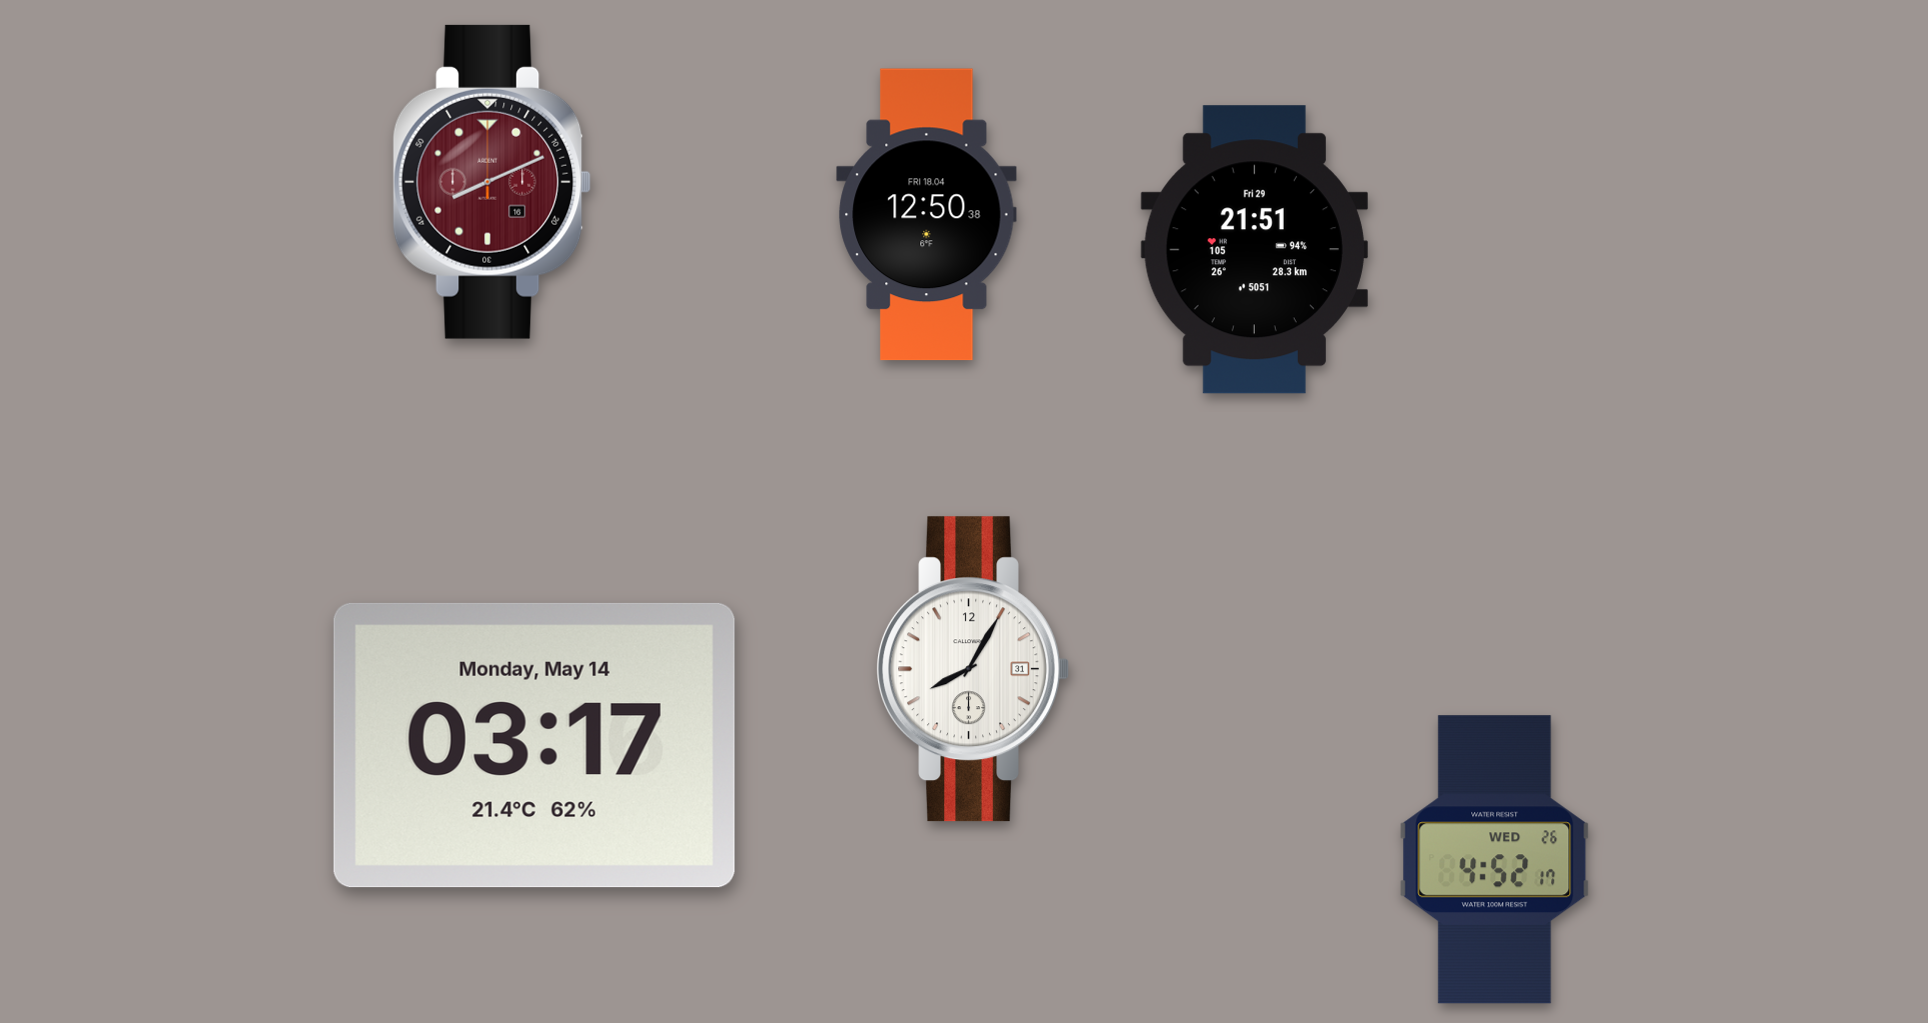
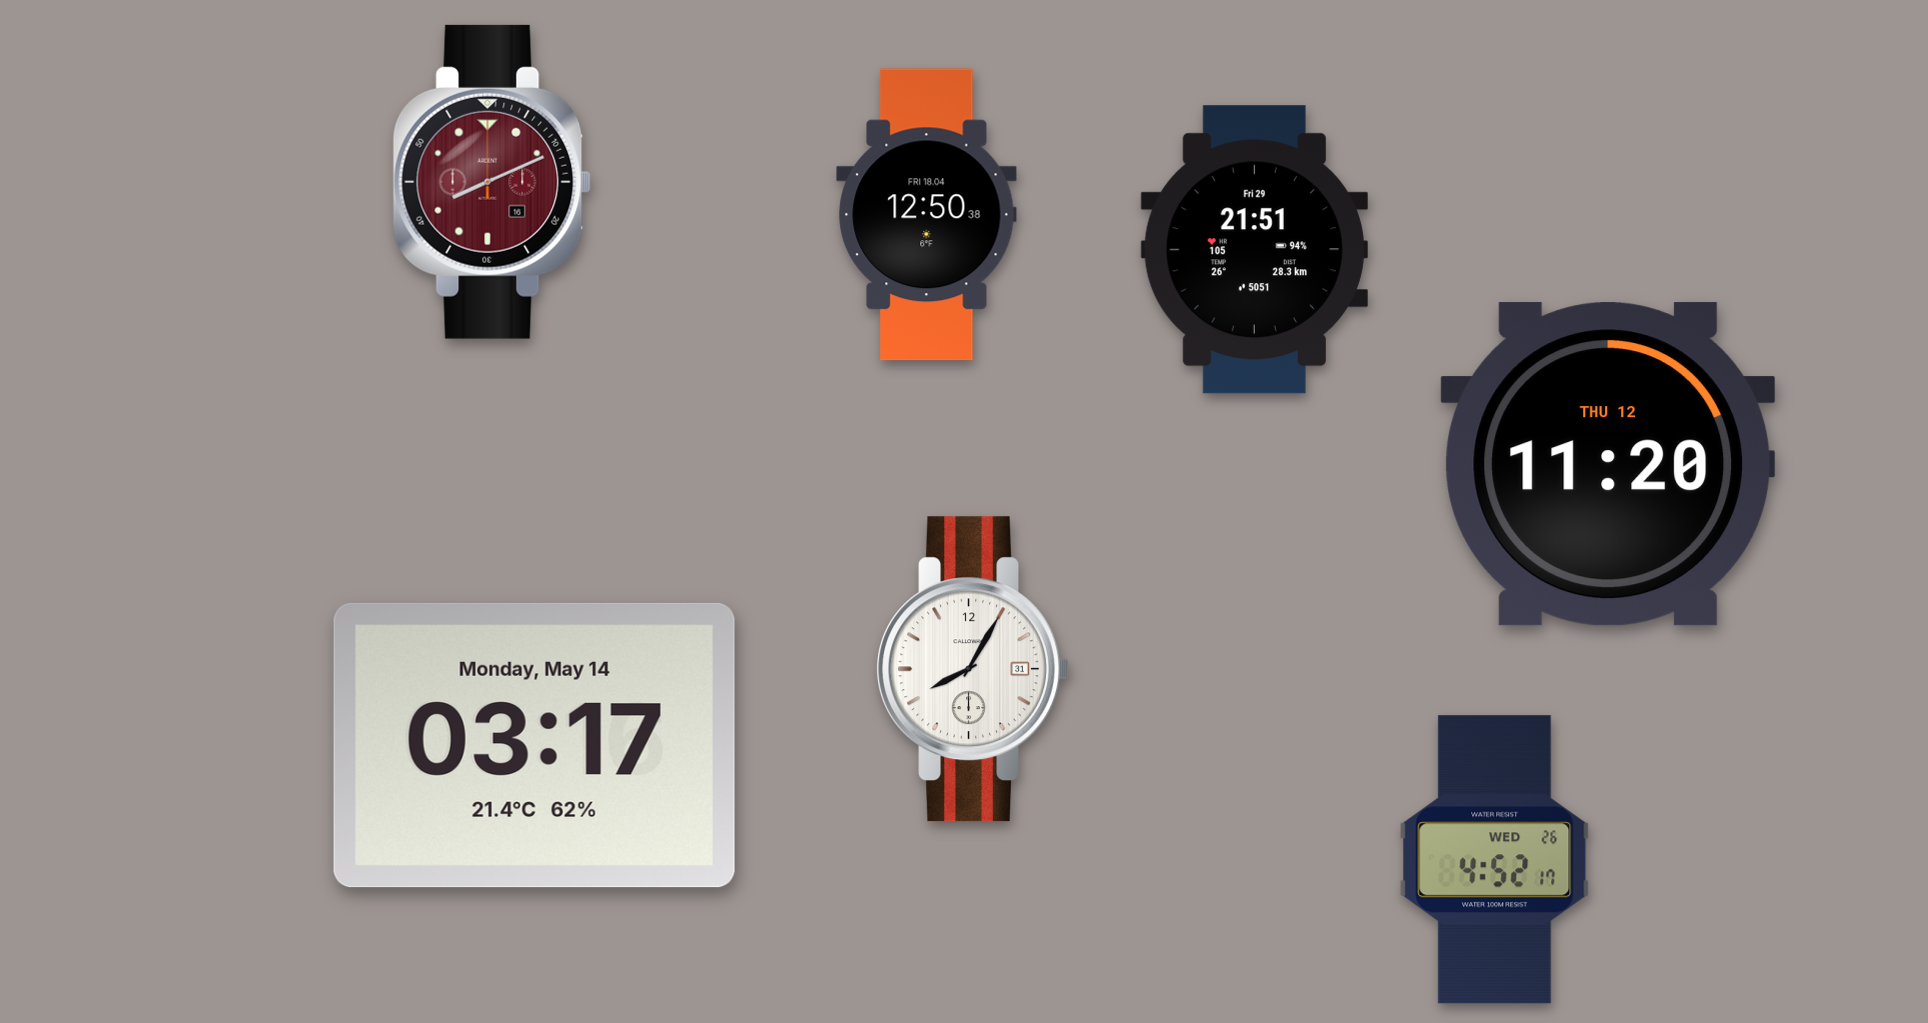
clock at (1608, 464): none -> 11:20
